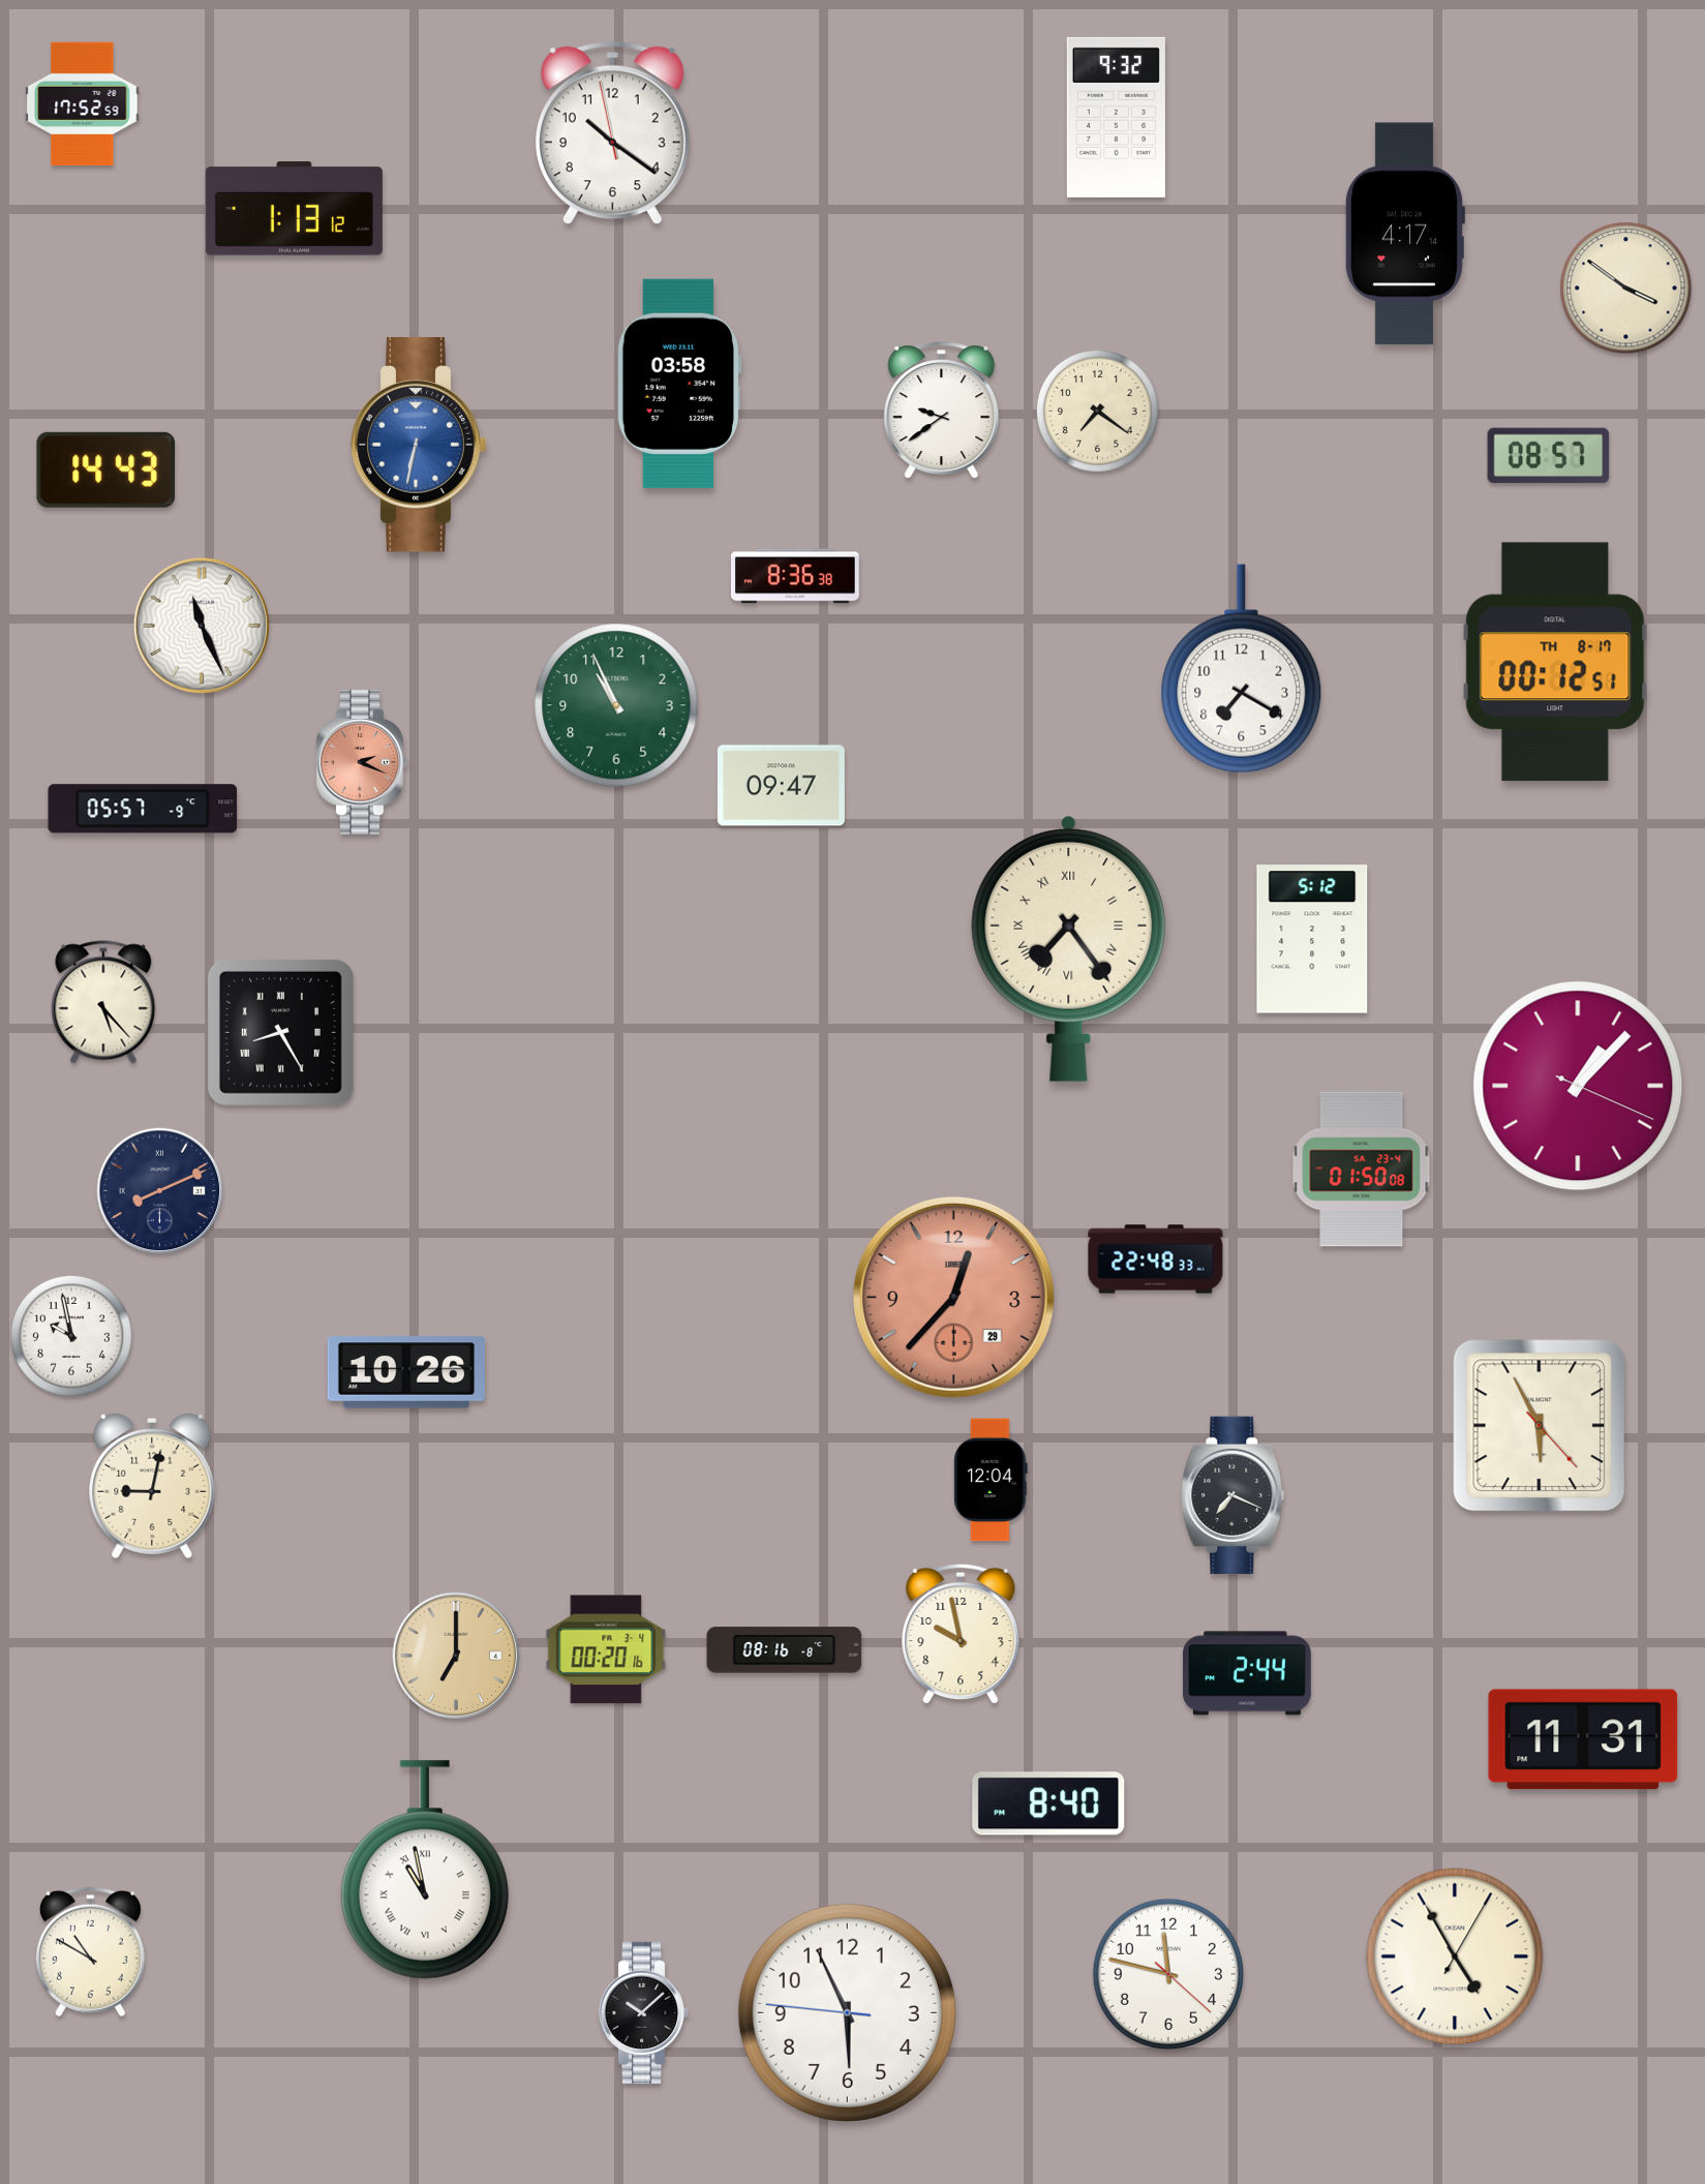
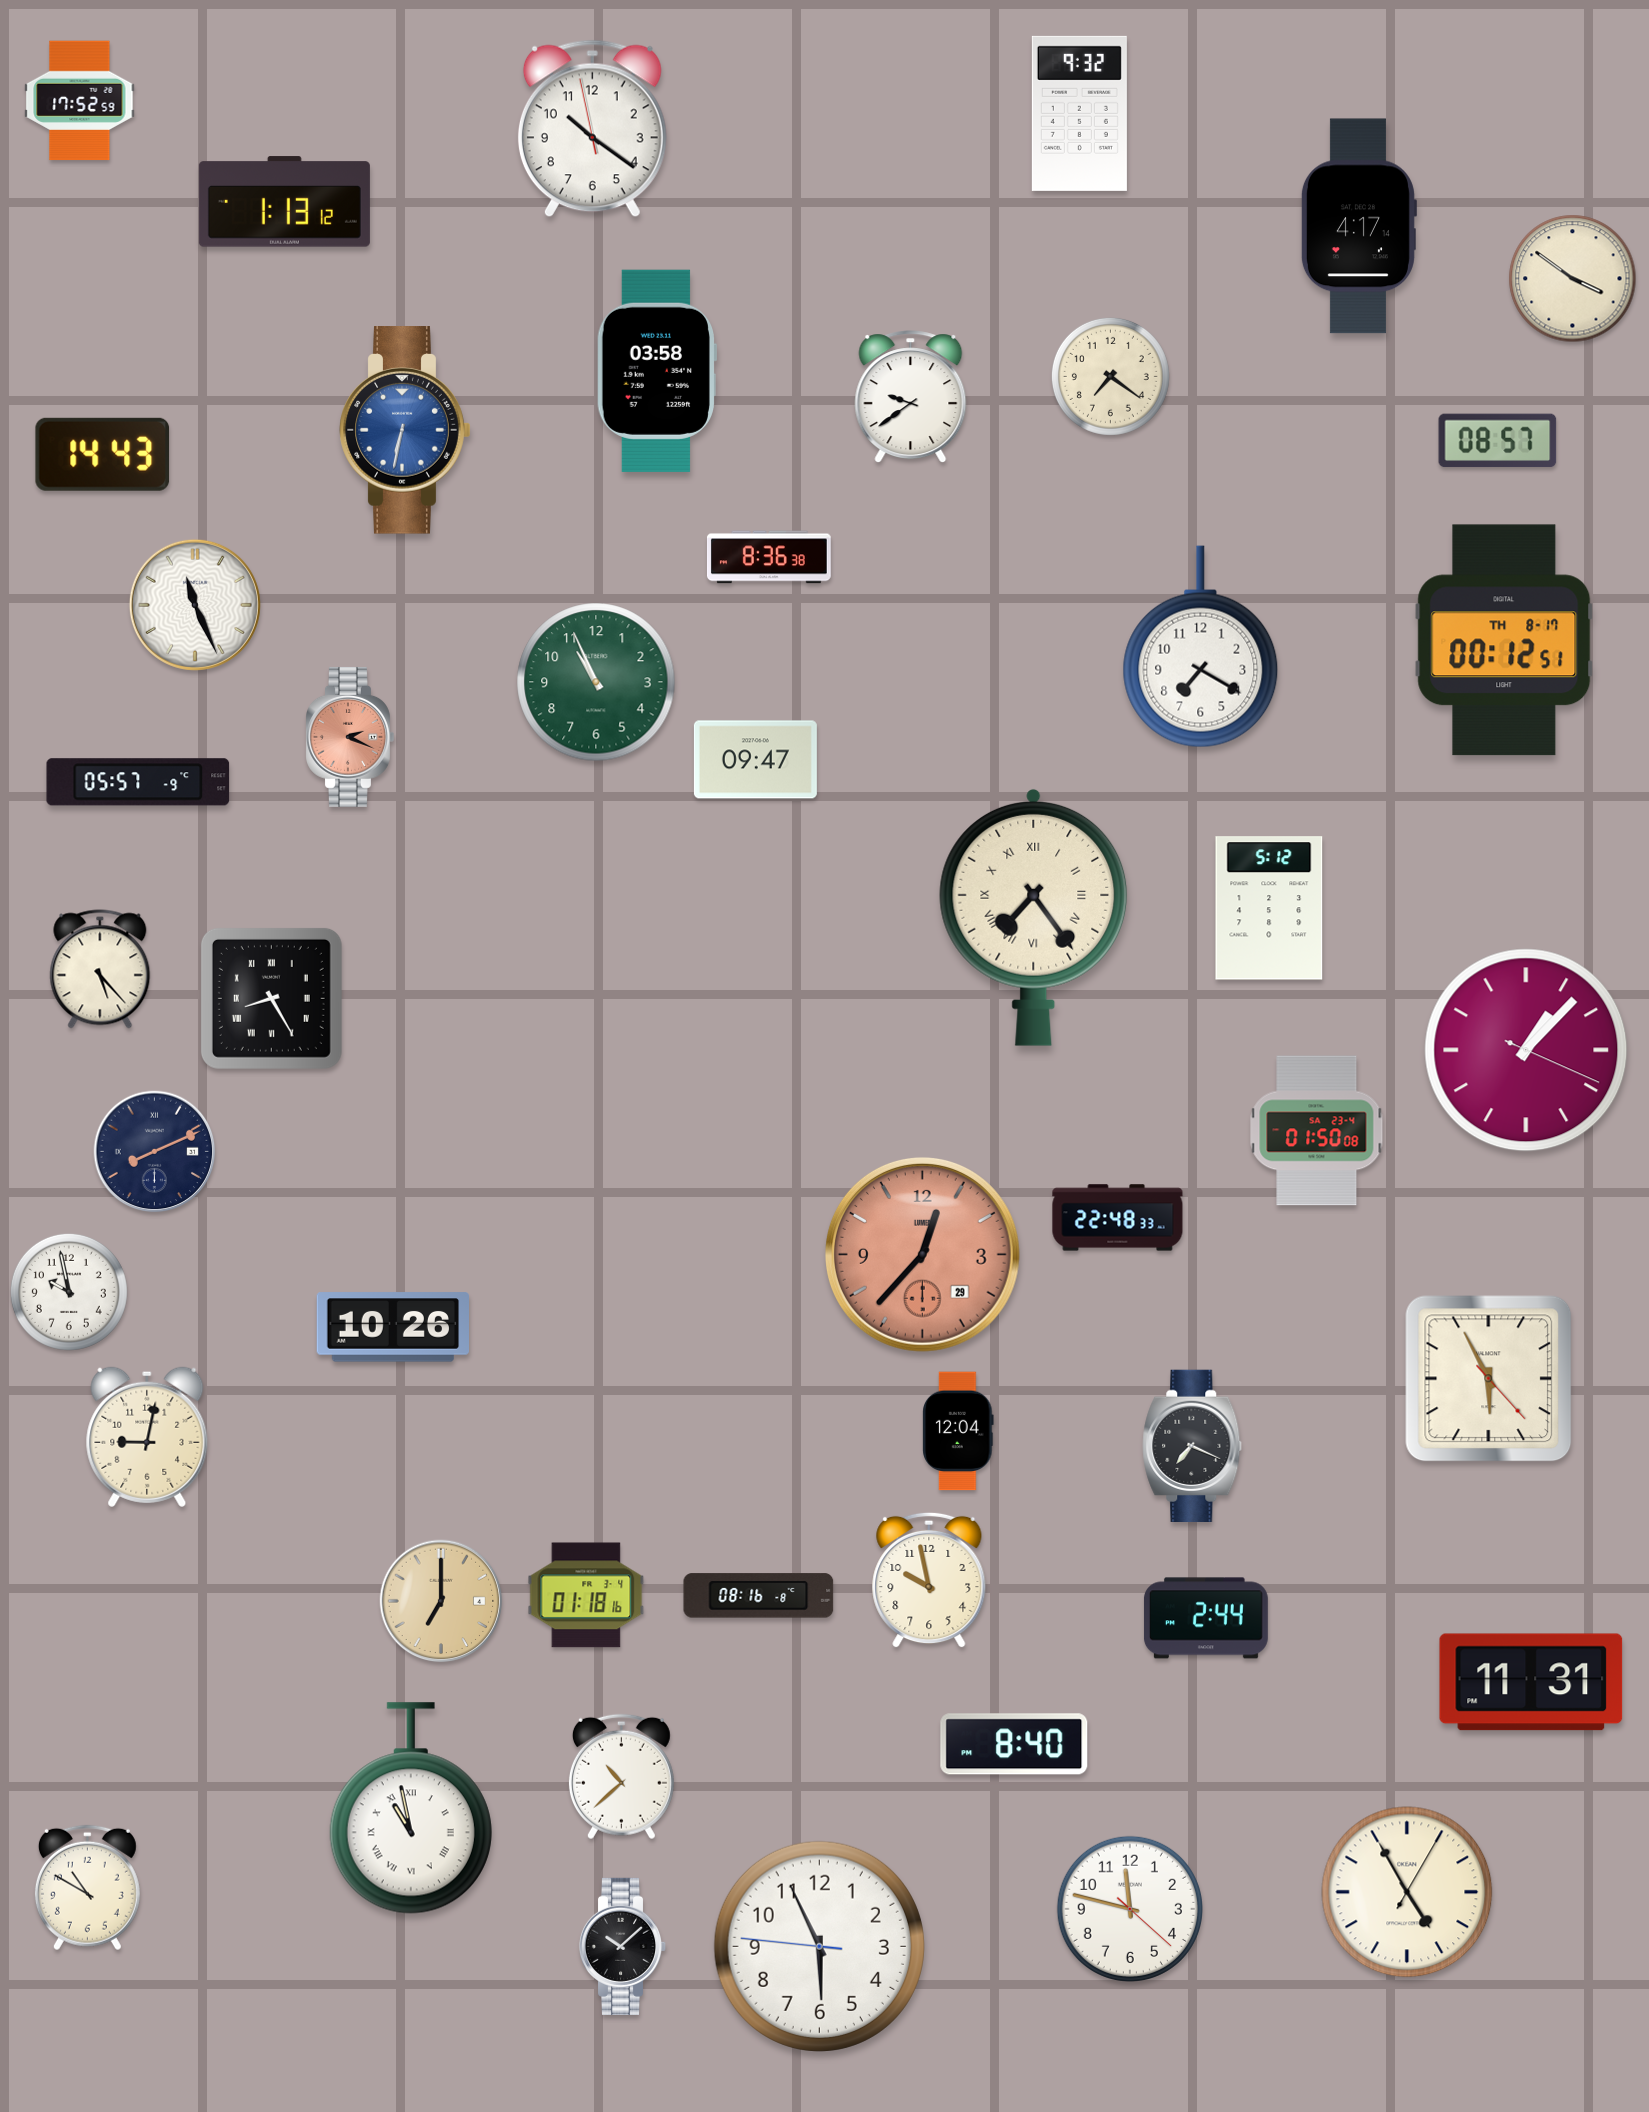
clock at (1097, 411) position: (1097, 411) -> (1110, 376)
clock at (606, 1649): 00:20 -> 01:18
clock at (621, 1777): none -> 10:38
